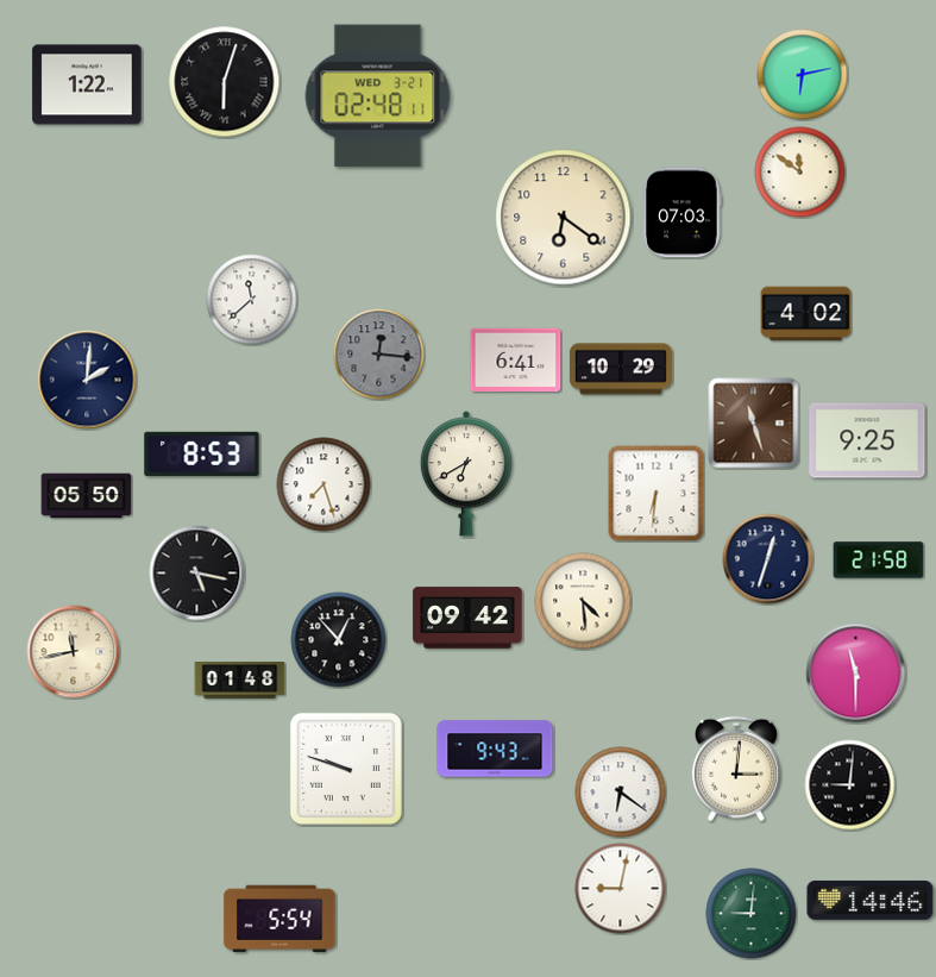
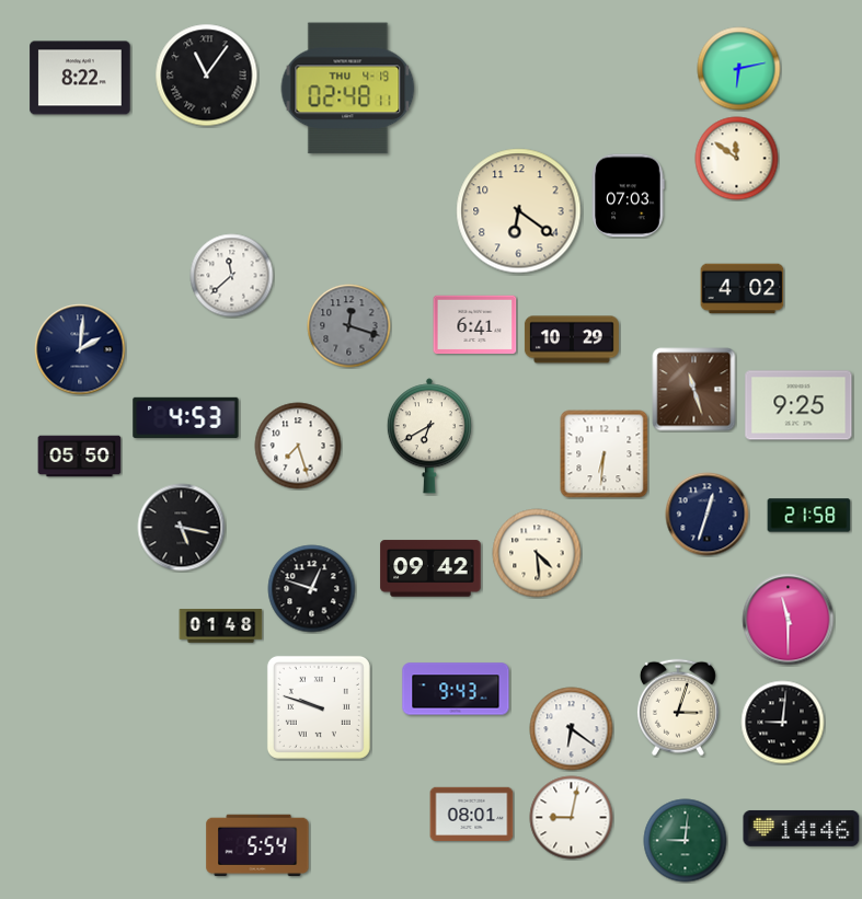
clock at (225, 82): 6:03 -> 11:06
clock at (87, 84): 1:22 -> 8:22
clock at (378, 96) date: WED 3-21 -> THU 4-19
clock at (564, 218) position: (564, 218) -> (519, 211)
clock at (379, 355): 12:16 -> 12:18
clock at (516, 361) position: (516, 361) -> (475, 325)
clock at (202, 453): 8:53 -> 4:53
clock at (339, 640): 12:53 -> 12:48
clock at (74, 652): 11:43 -> none
clock at (736, 769): 3:01 -> 3:03
clock at (472, 815): none -> 08:01
clock at (752, 914) position: (752, 914) -> (686, 841)
